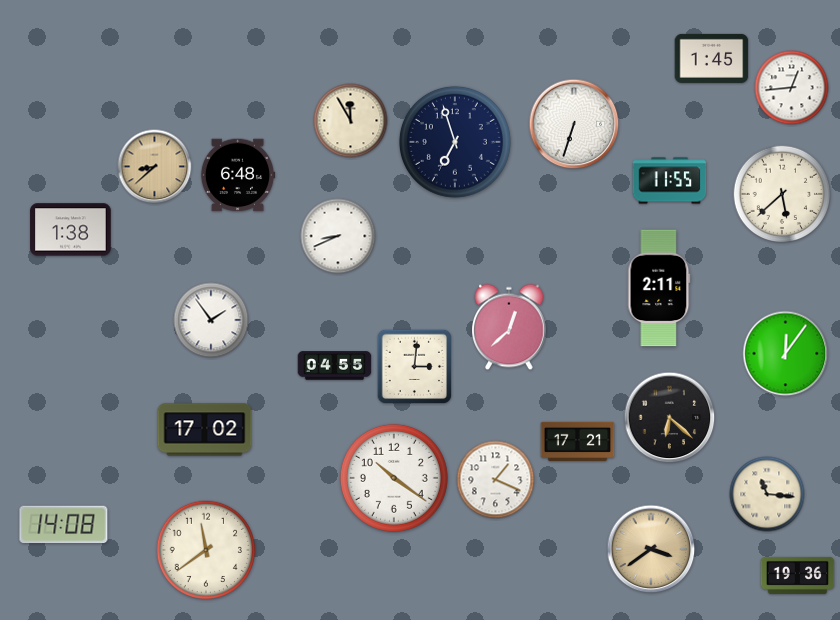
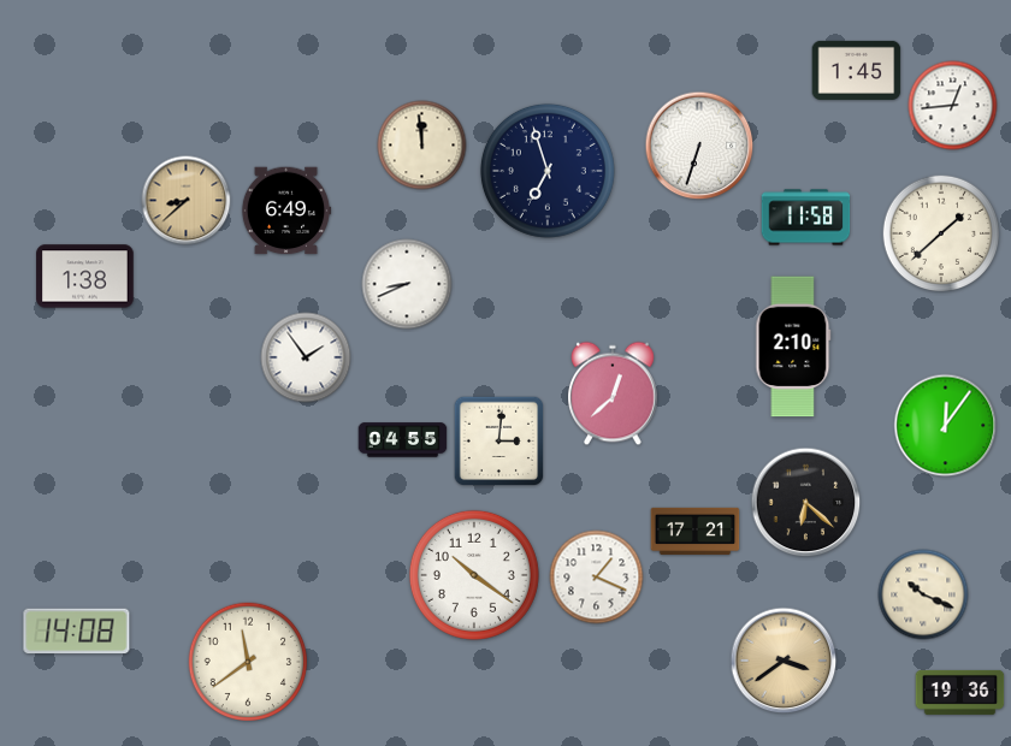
clock at (351, 121): 11:55 -> 11:59
clock at (574, 124) position: (574, 124) -> (699, 146)
clock at (238, 175): 6:48 -> 6:49
clock at (670, 181): 11:55 -> 11:58
clock at (782, 194): 5:38 -> 1:38
clock at (659, 288): 2:11 -> 2:10
clock at (211, 320) position: (211, 320) -> (306, 357)
clock at (205, 430): 17:02 -> none
clock at (767, 494): 11:16 -> 10:19
